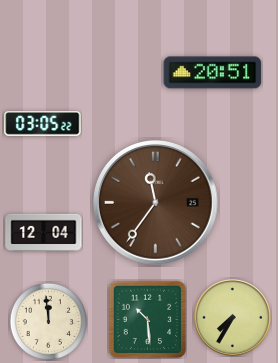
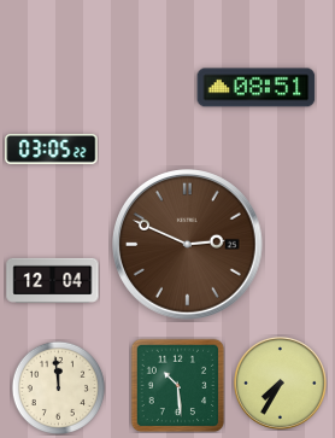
clock at (213, 73): 20:51 -> 08:51
clock at (156, 203): 11:36 -> 2:49
